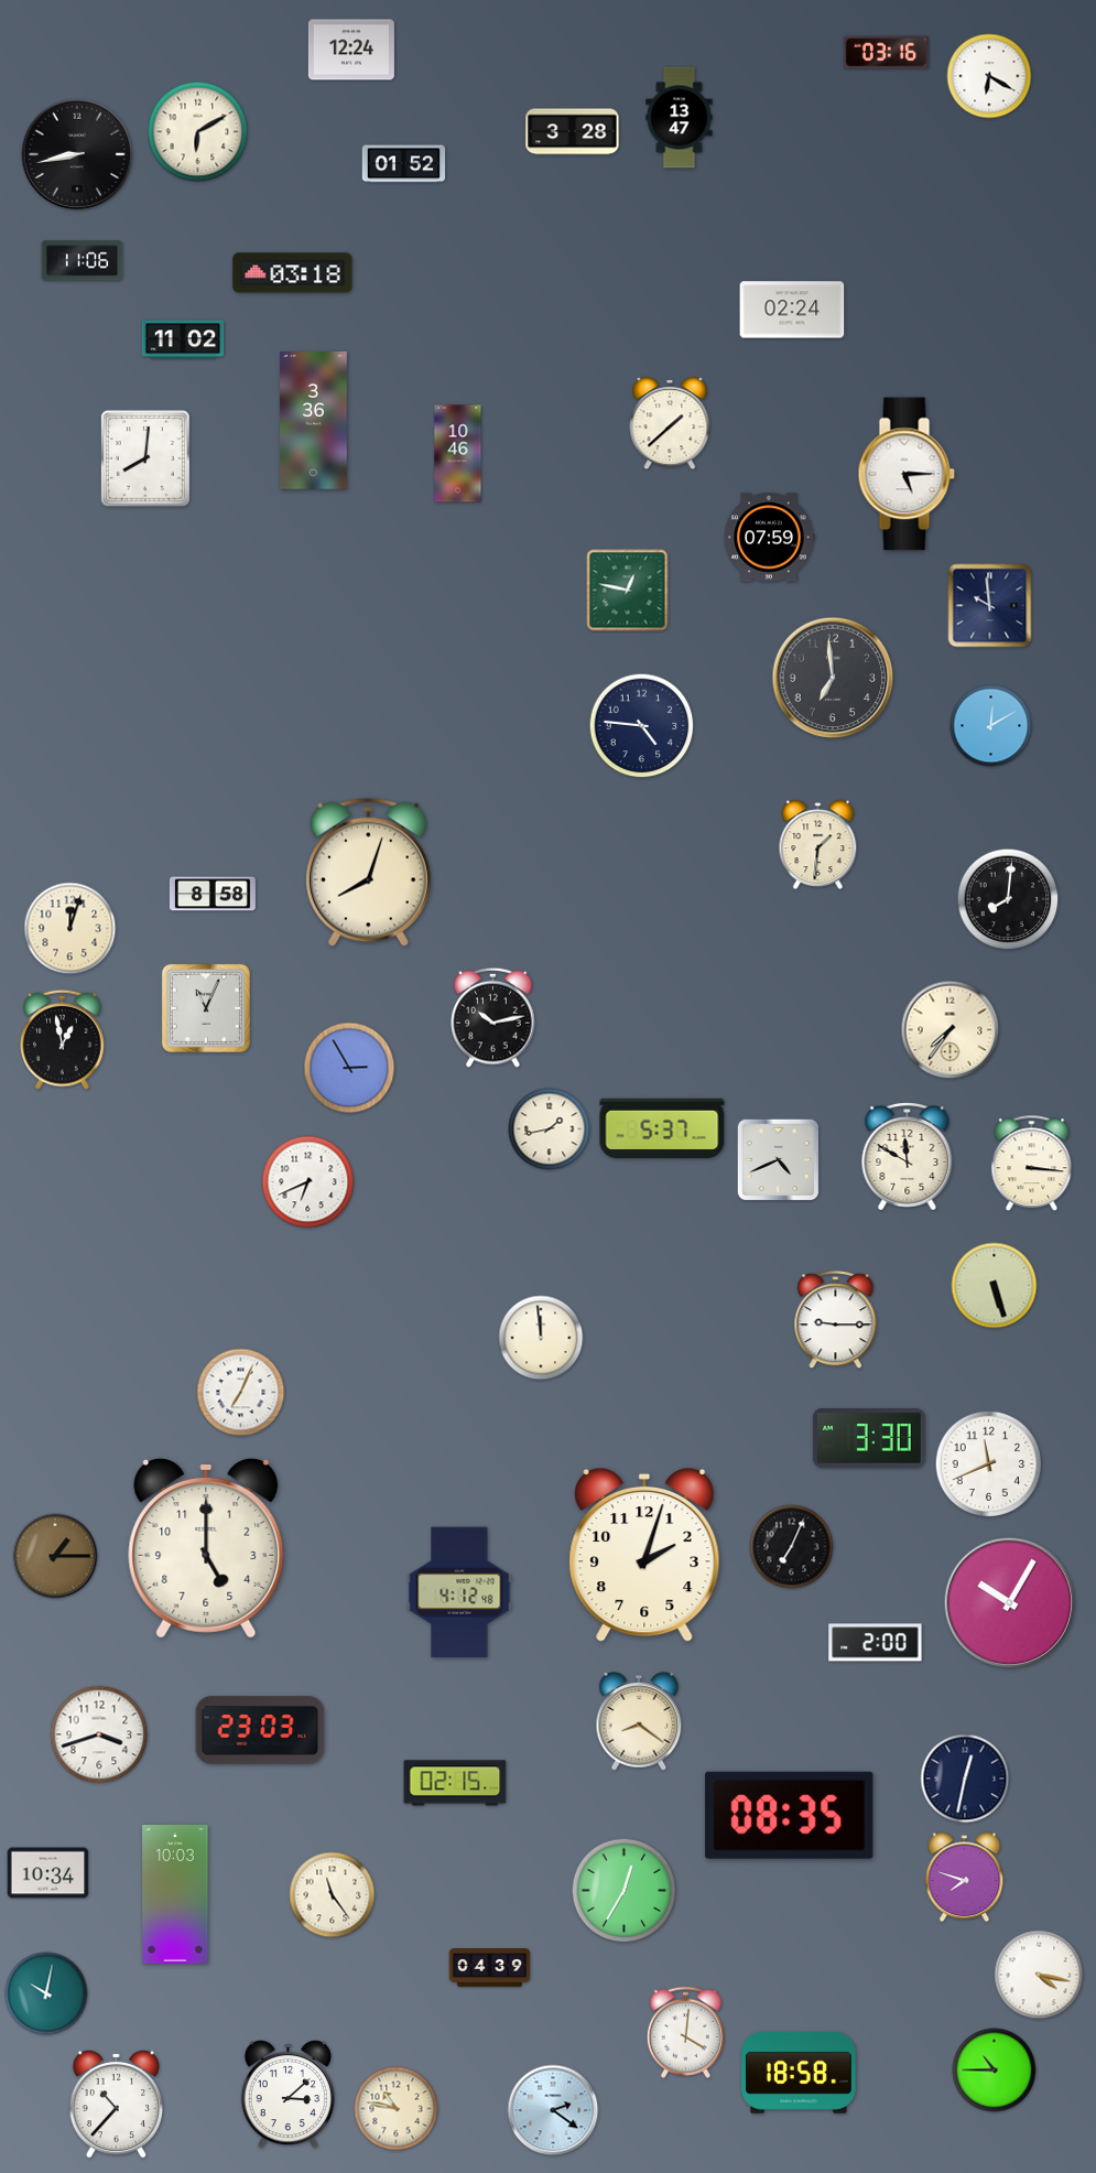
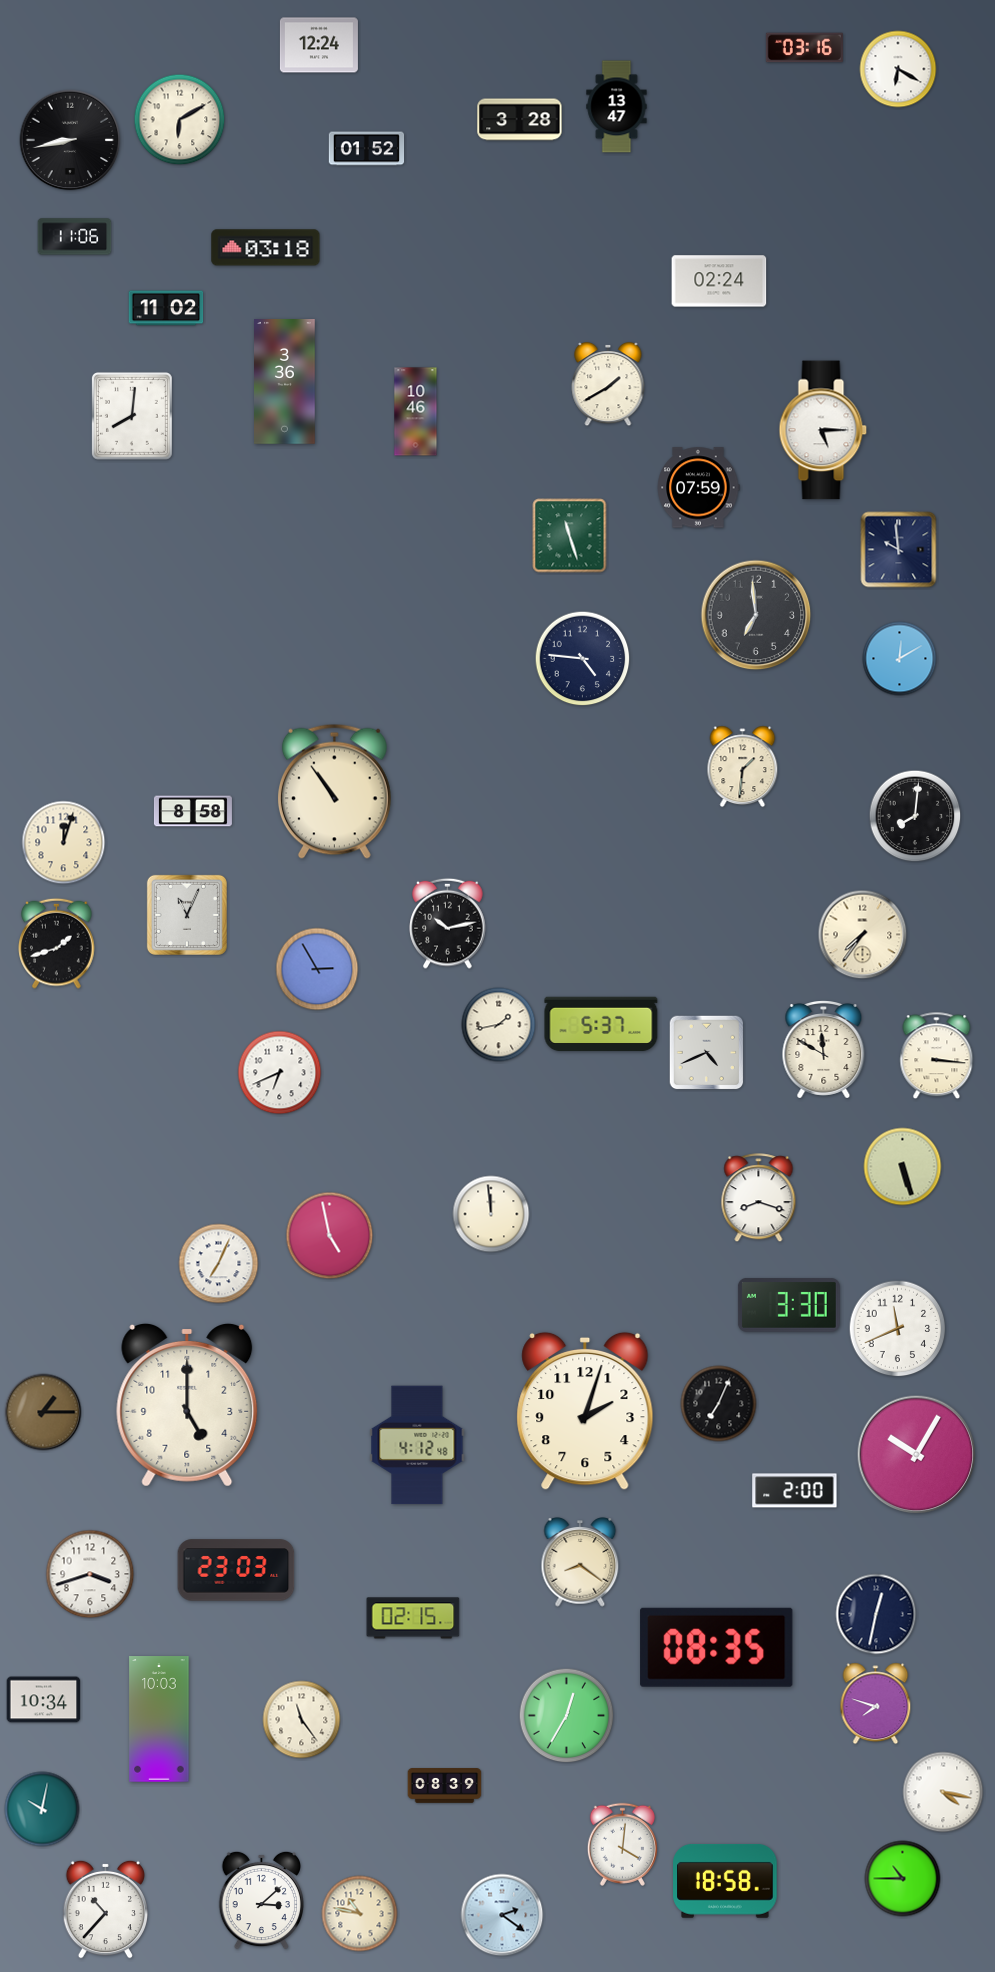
clock at (670, 423): 1:38 -> 1:40
clock at (628, 591): 12:47 -> 11:27
clock at (368, 872): 8:03 -> 10:54
clock at (63, 1039): 12:58 -> 1:42
clock at (836, 1320): 9:15 -> 8:18
clock at (330, 1236): none -> 4:58
clock at (55, 1556) position: (55, 1556) -> (43, 1412)
clock at (490, 1968): 04:39 -> 08:39
